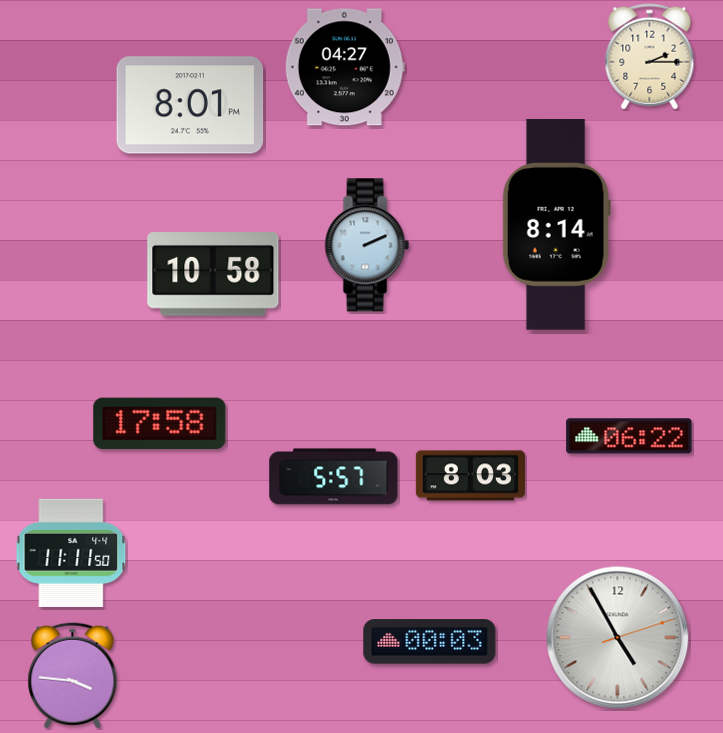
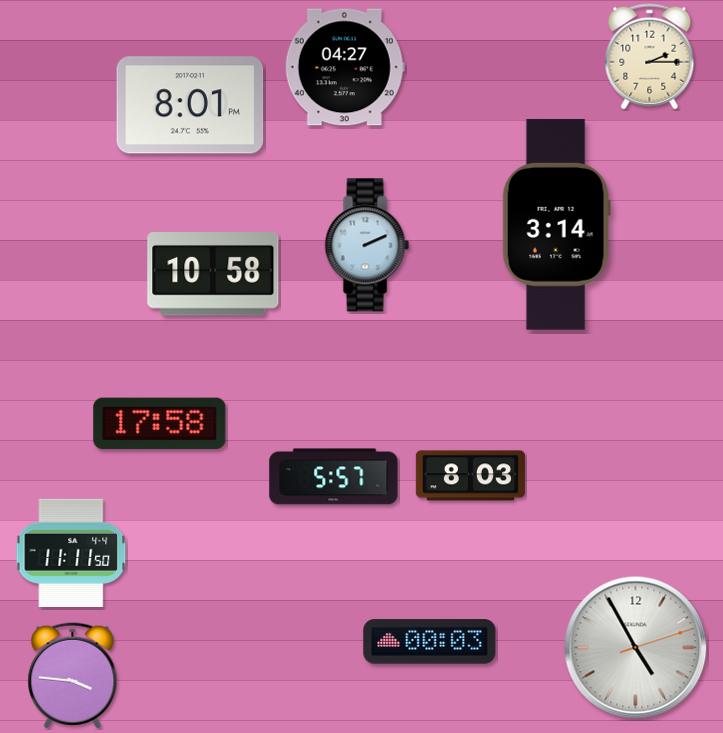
clock at (556, 225): 8:14 -> 3:14
clock at (629, 436): 06:22 -> none
clock at (618, 638) position: (618, 638) -> (636, 648)
